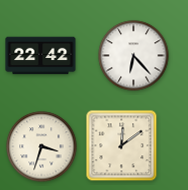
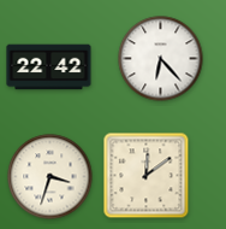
clock at (134, 56) position: (134, 56) -> (161, 59)
